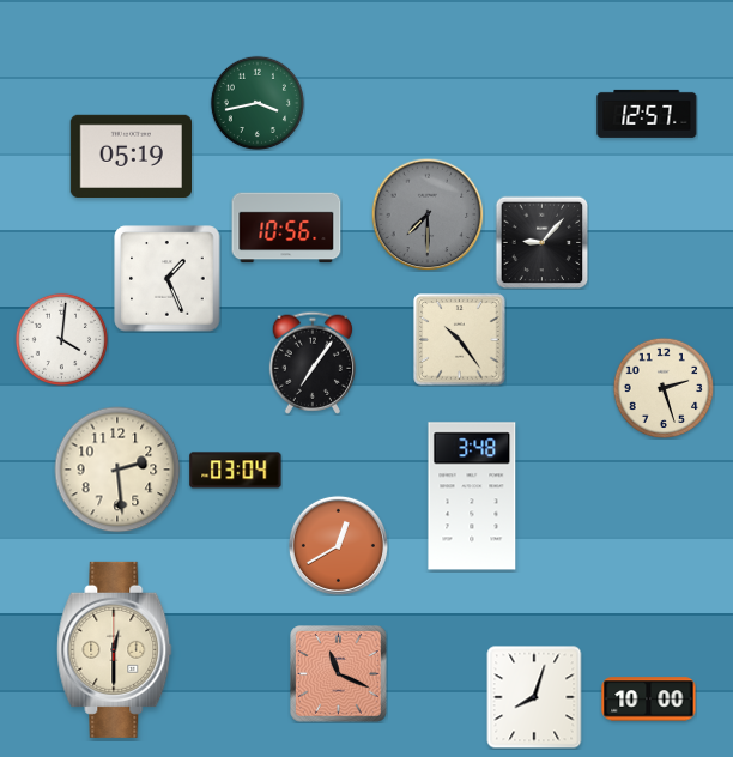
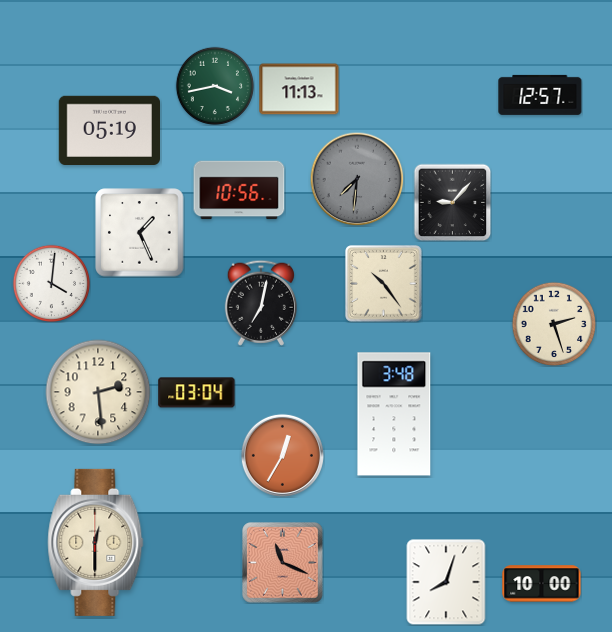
clock at (299, 89): none -> 11:13
clock at (428, 214): 7:30 -> 7:31
clock at (313, 363): 7:06 -> 7:02
clock at (338, 545): 12:40 -> 12:35
